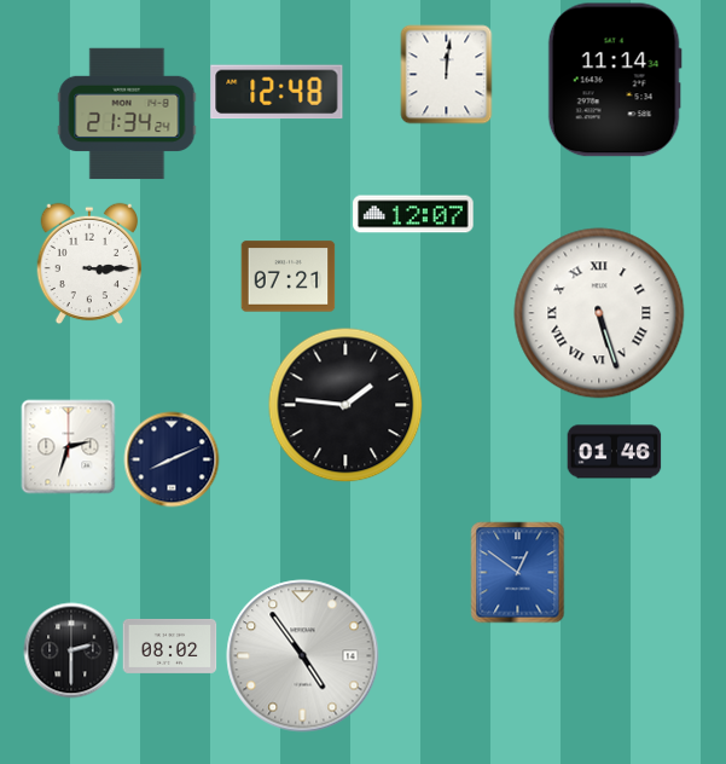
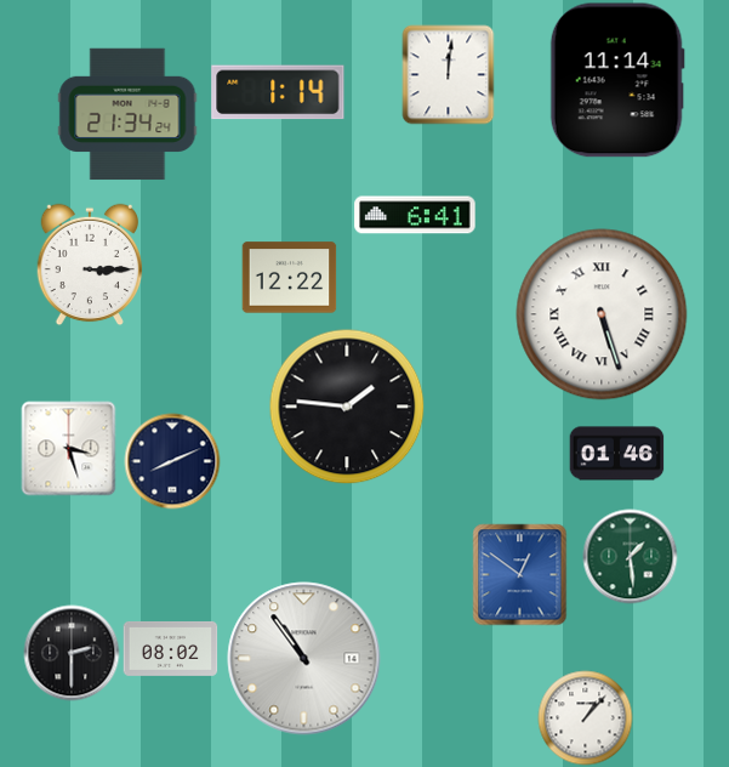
clock at (277, 92): 12:48 -> 1:14
clock at (413, 214): 12:07 -> 6:41
clock at (288, 277): 07:21 -> 12:22
clock at (68, 446): 2:33 -> 3:27
clock at (630, 556): none -> 1:29
clock at (303, 656): 4:54 -> 10:54
clock at (585, 717): none -> 1:07
